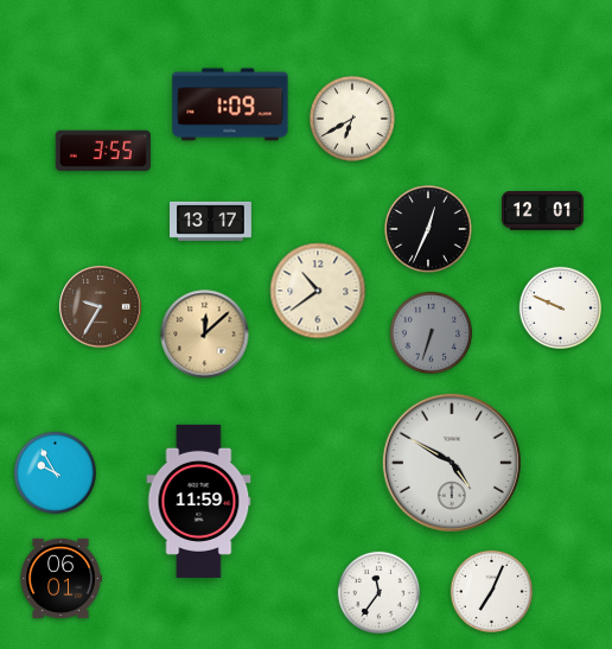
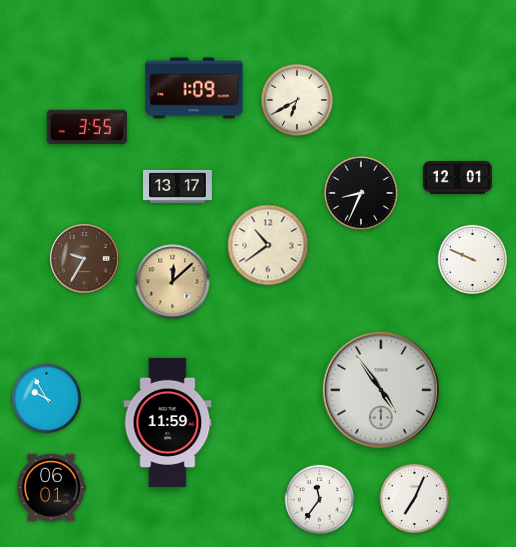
clock at (428, 229): 12:34 -> 8:34
clock at (431, 332): 6:33 -> none
clock at (452, 463): 4:50 -> 4:54
